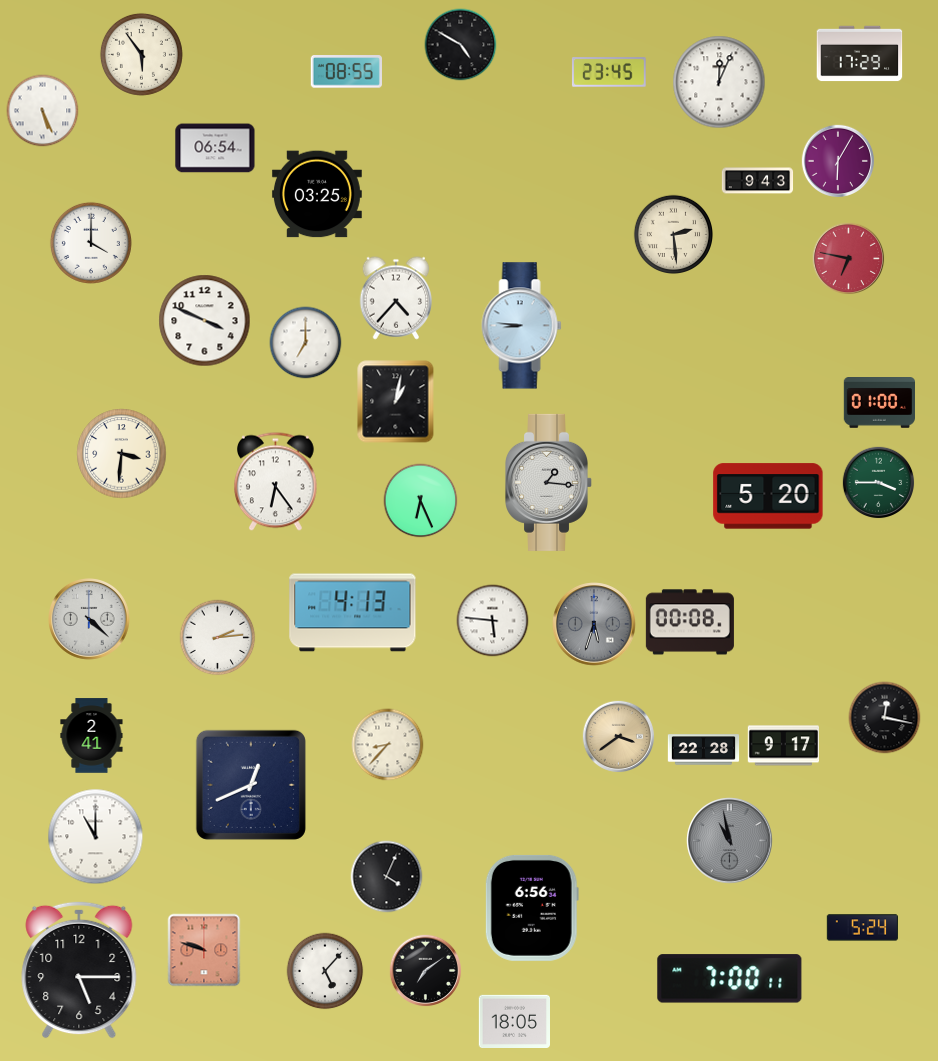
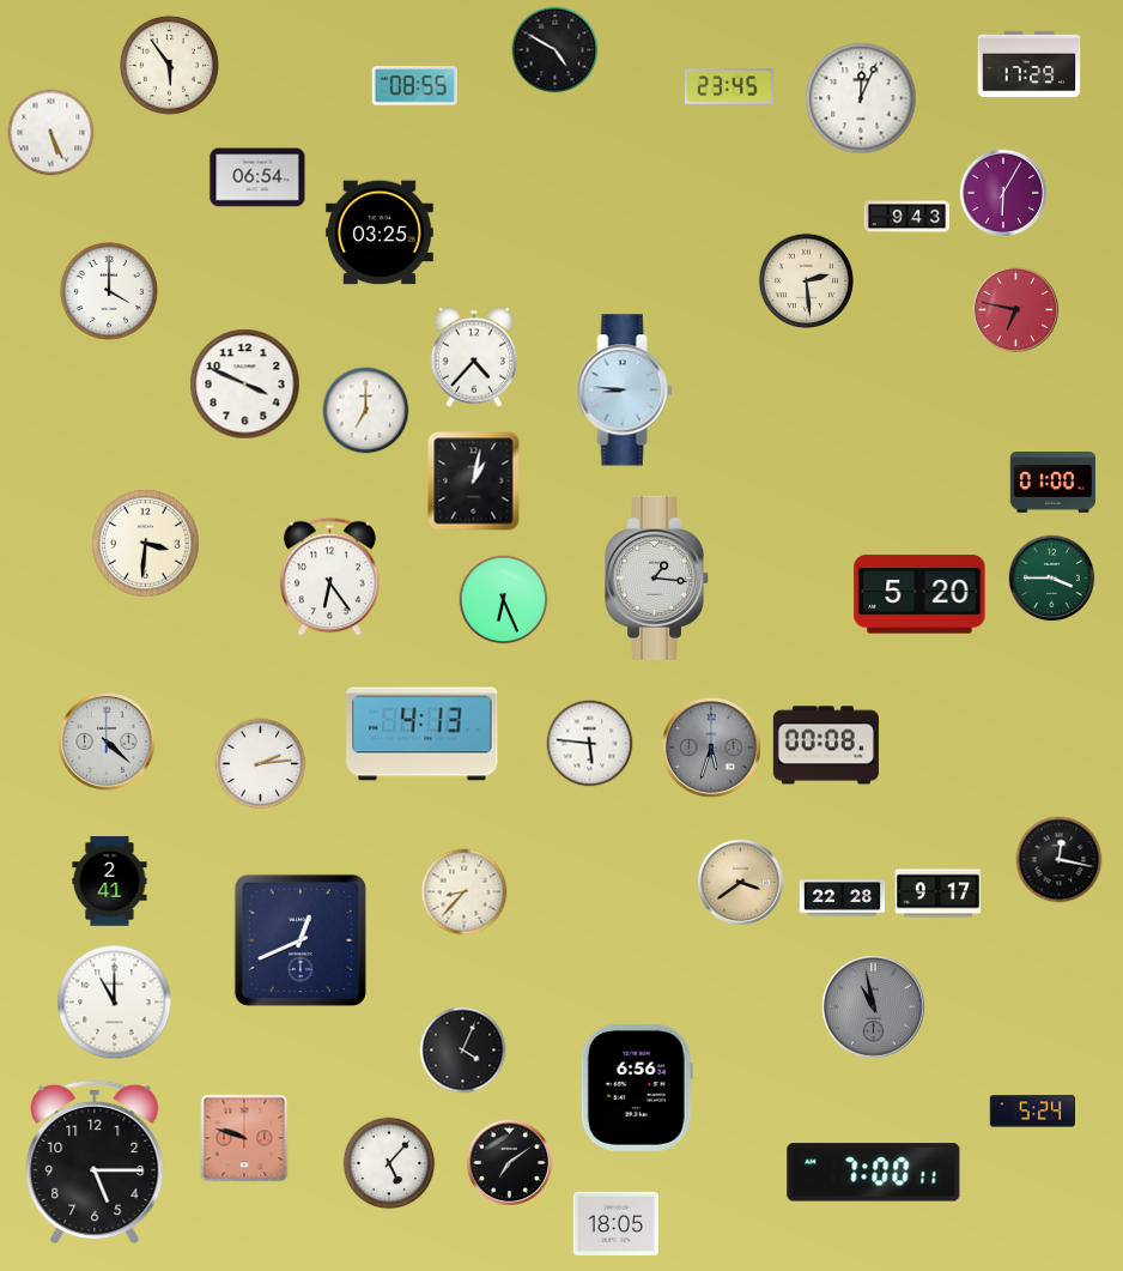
clock at (461, 45) position: (461, 45) -> (556, 50)
